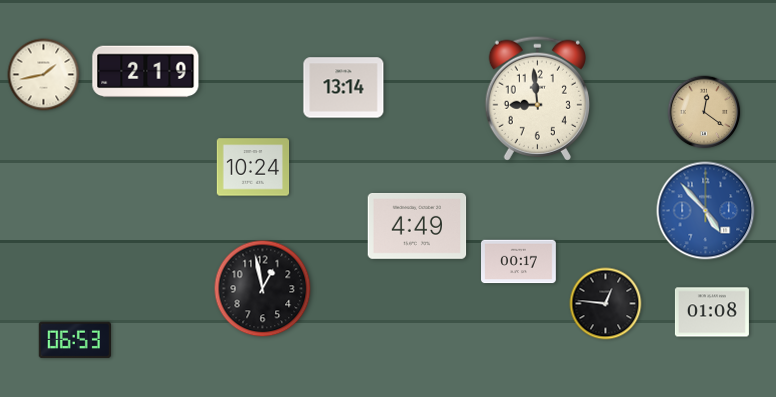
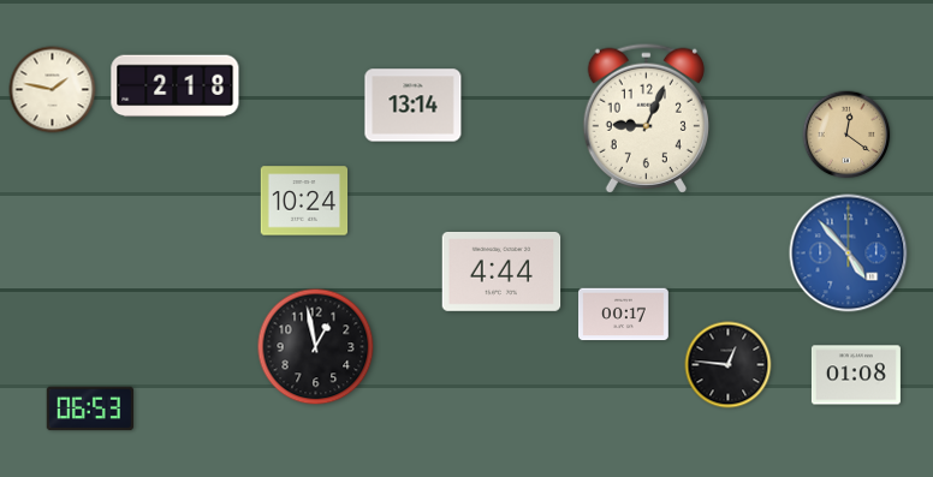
clock at (146, 72): 2:19 -> 2:18
clock at (44, 75): 1:43 -> 1:47
clock at (537, 98): 8:59 -> 9:04
clock at (417, 226): 4:49 -> 4:44
